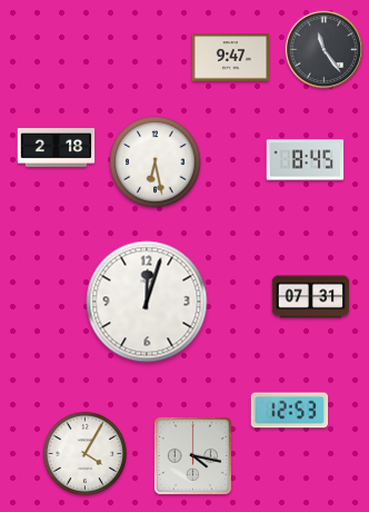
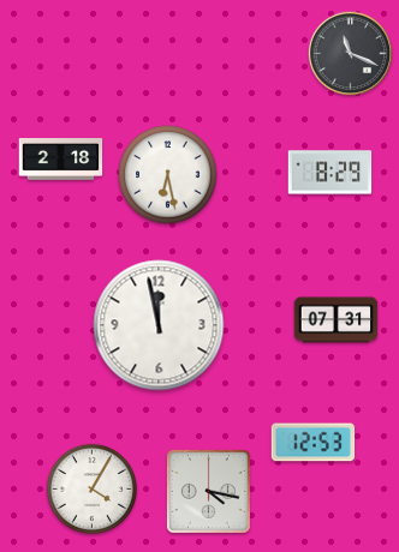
clock at (325, 50): 11:24 -> 11:19
clock at (231, 58): 9:47 -> none
clock at (306, 160): 8:45 -> 8:29
clock at (147, 302): 12:03 -> 11:58
